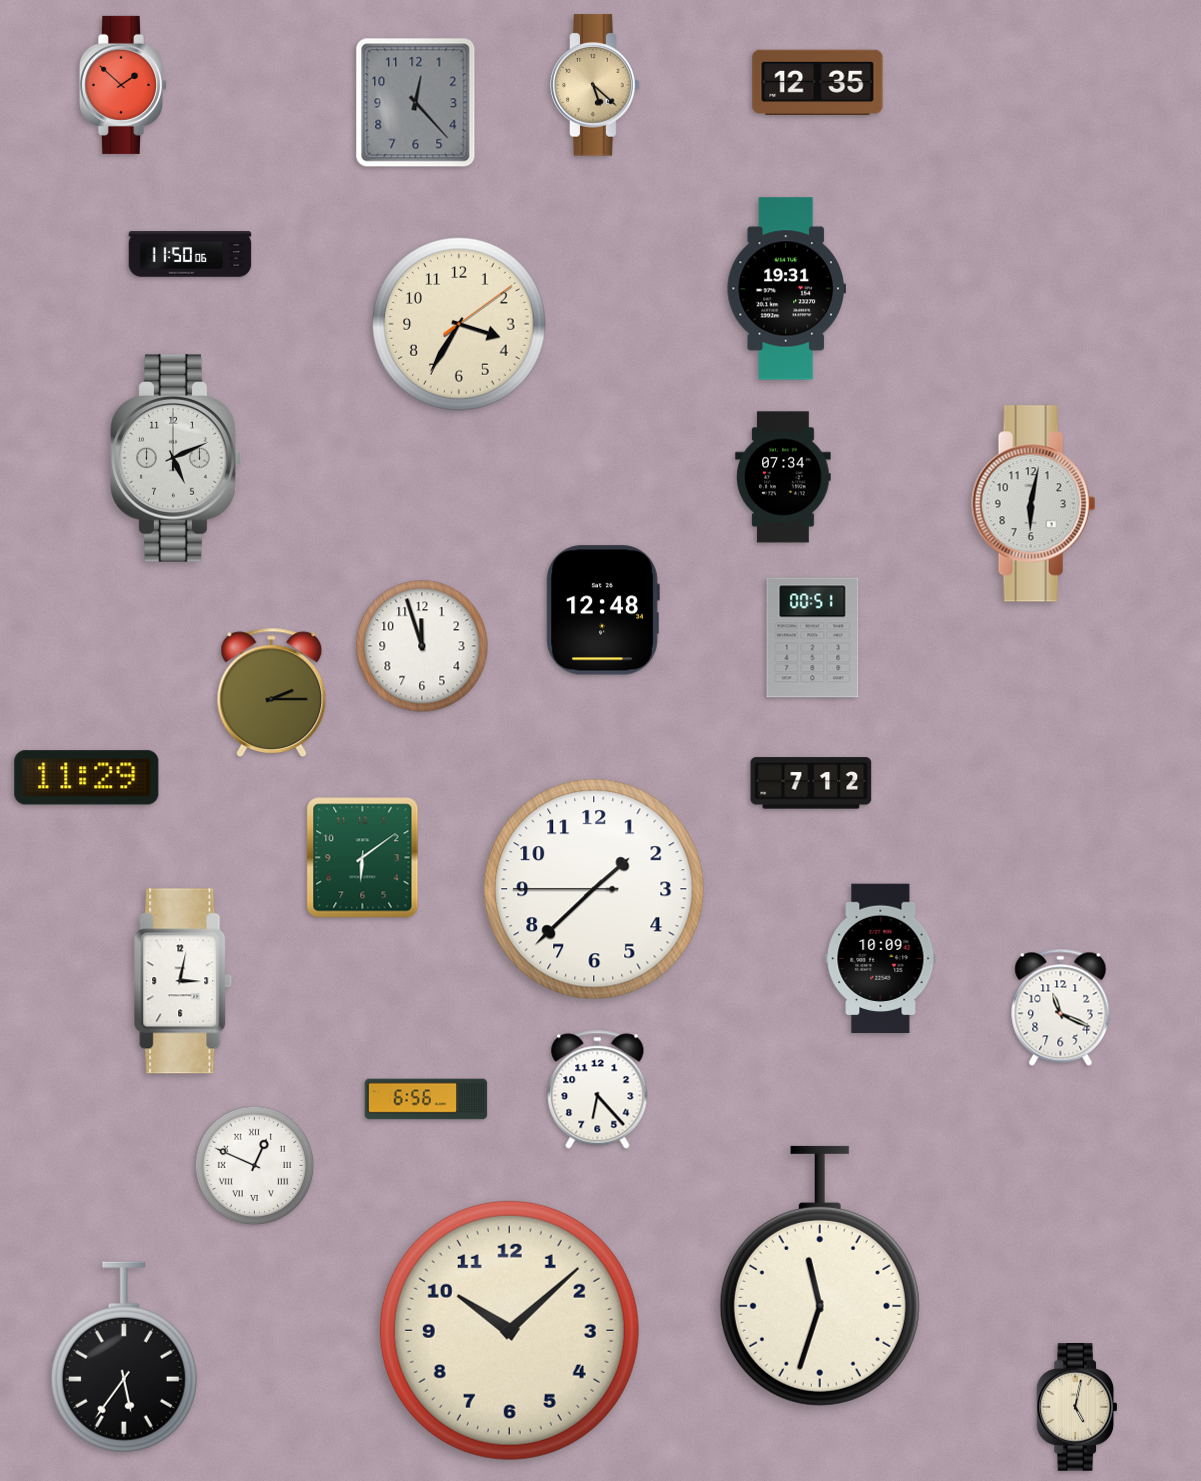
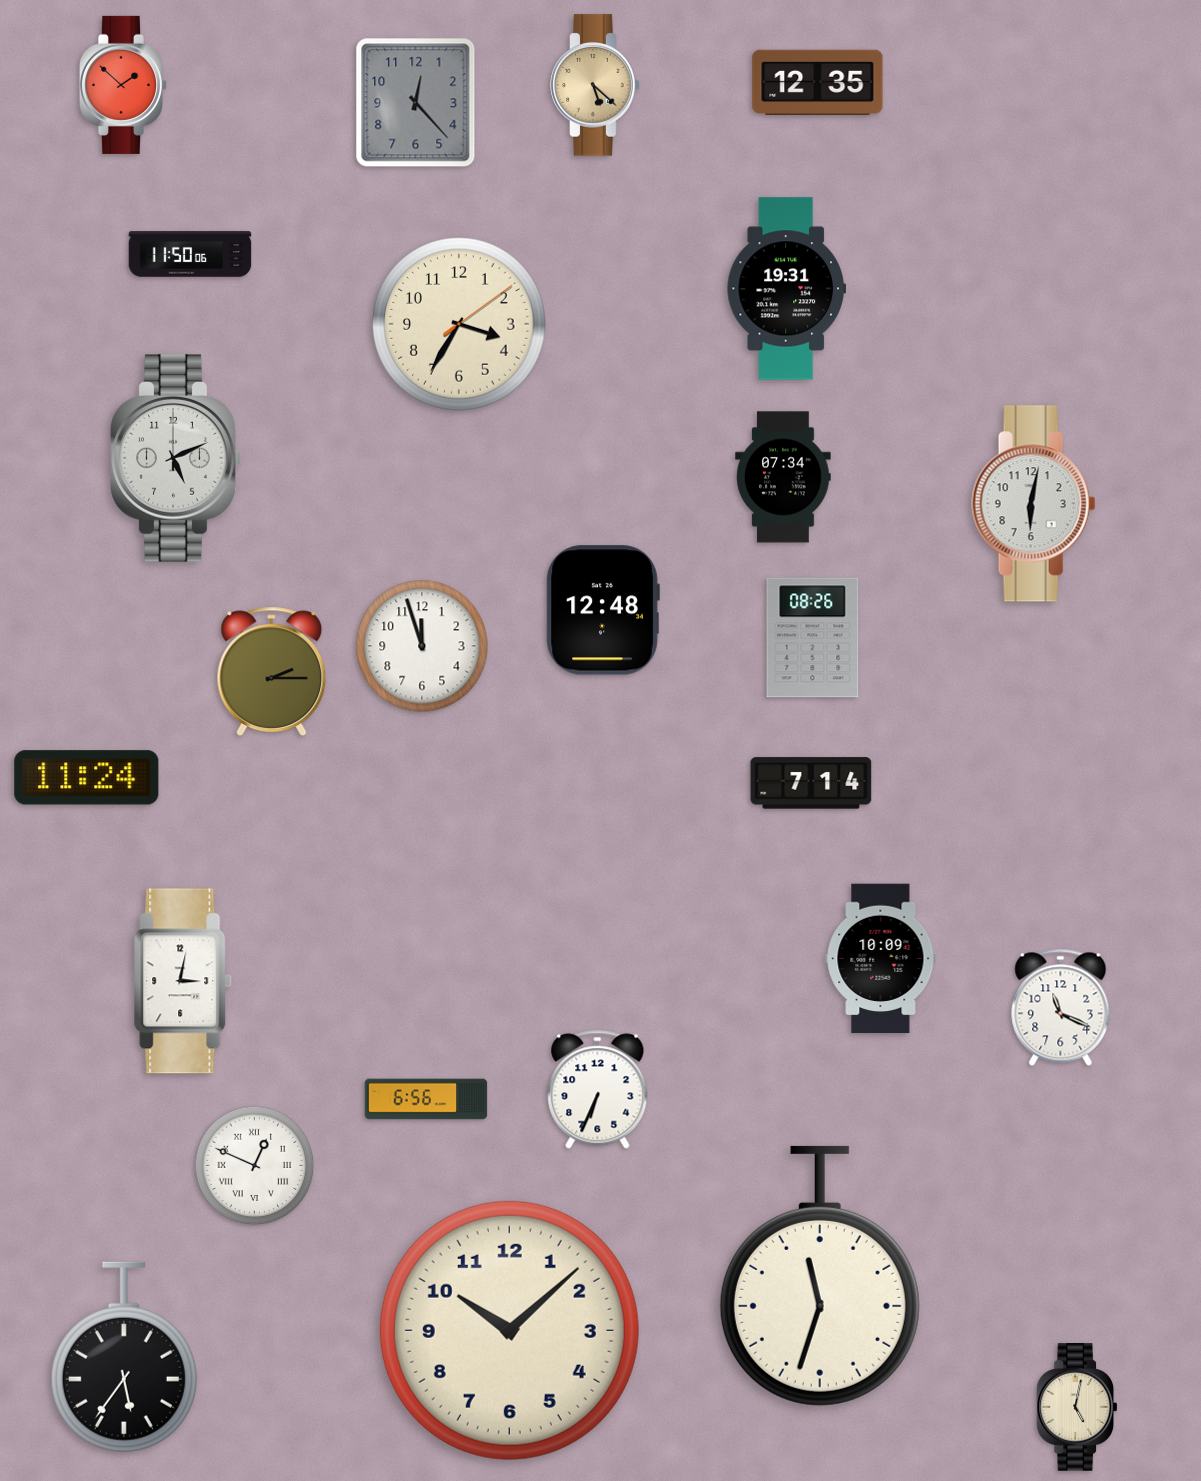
clock at (813, 638): 00:51 -> 08:26
clock at (272, 692) position: (272, 692) -> (272, 671)
clock at (87, 778): 11:29 -> 11:24
clock at (811, 783): 7:12 -> 7:14
clock at (363, 858): 6:09 -> none
clock at (594, 889): 1:37 -> none
clock at (598, 1090): 6:23 -> 6:34
